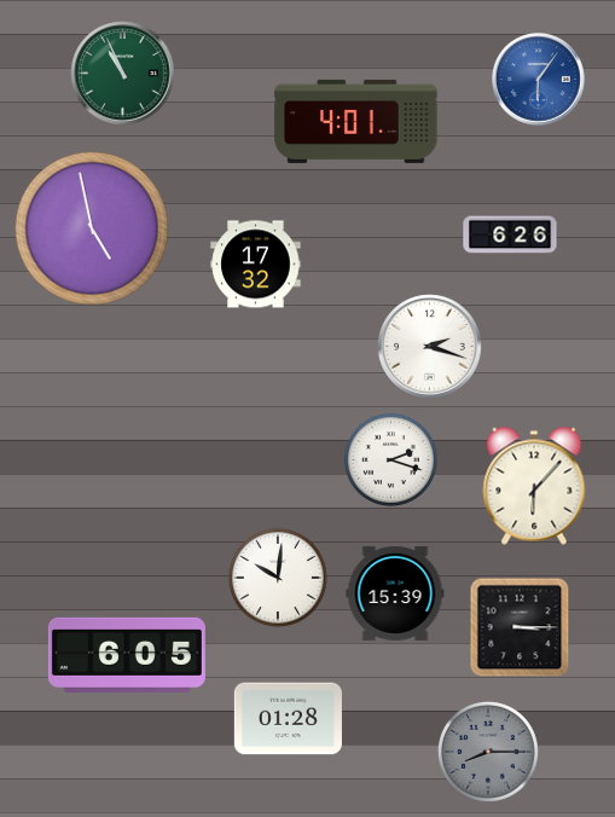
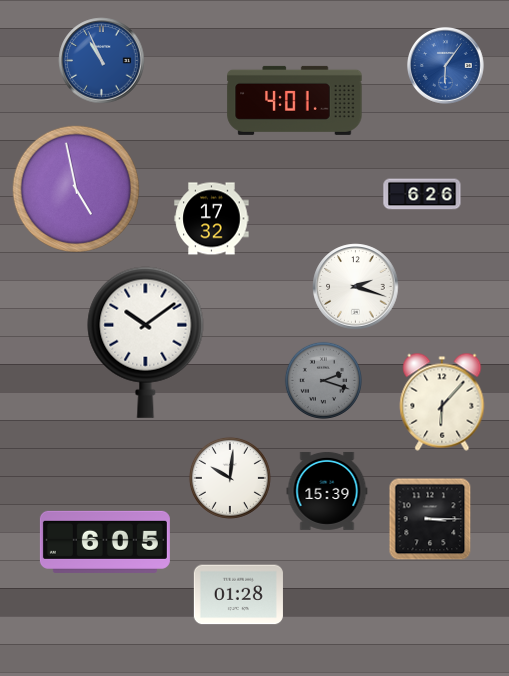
clock at (123, 74) dial: green -> blue
clock at (146, 342): none -> 10:09
clock at (390, 459) dial: white -> grey
clock at (488, 752): 8:15 -> none
